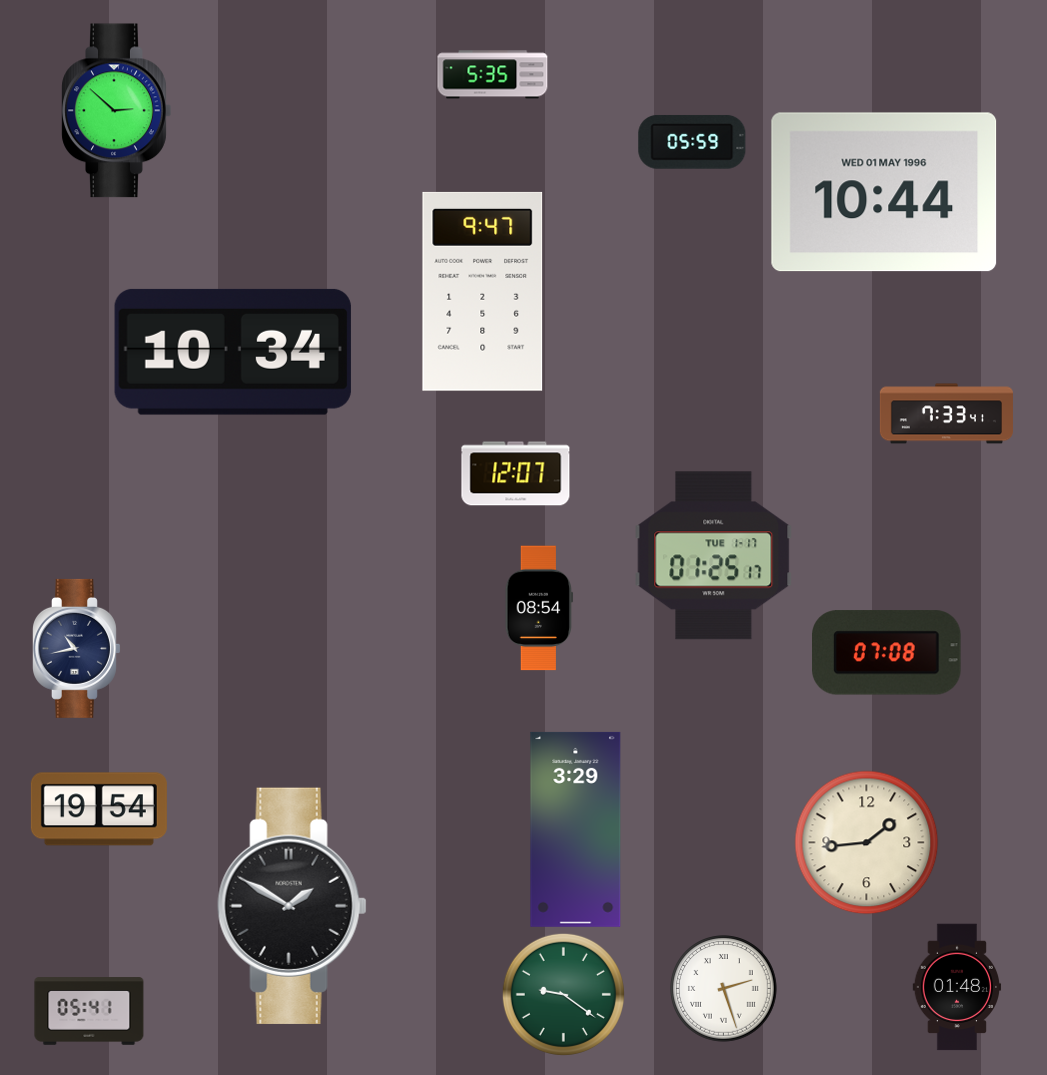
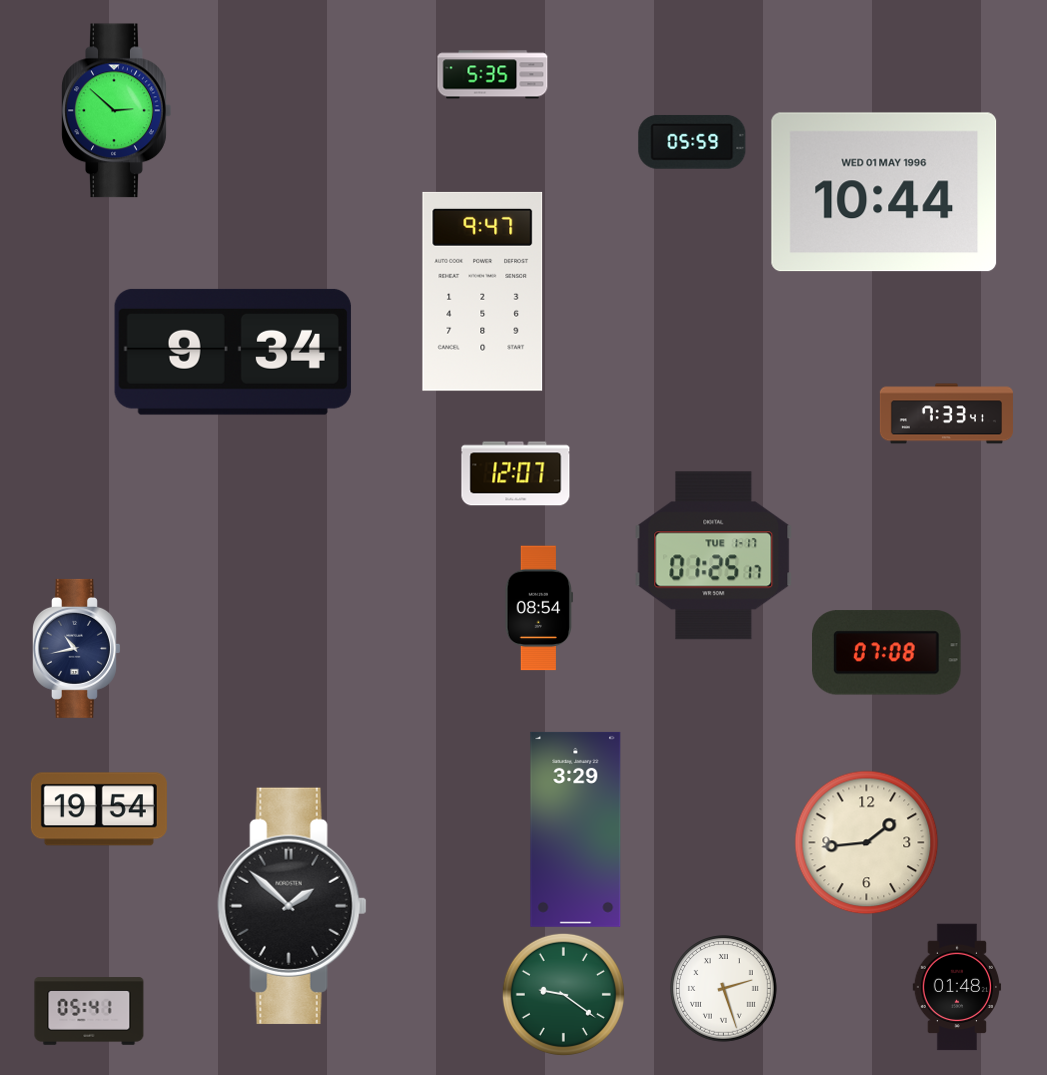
clock at (233, 352): 10:34 -> 9:34
clock at (292, 906): 1:50 -> 1:52
